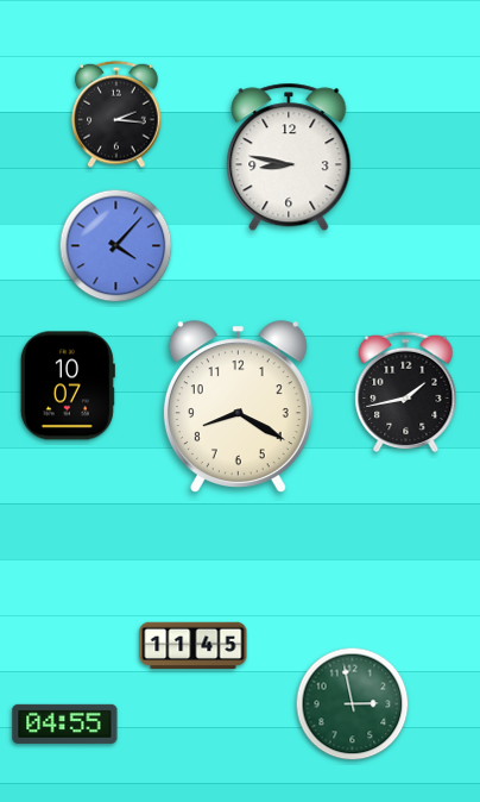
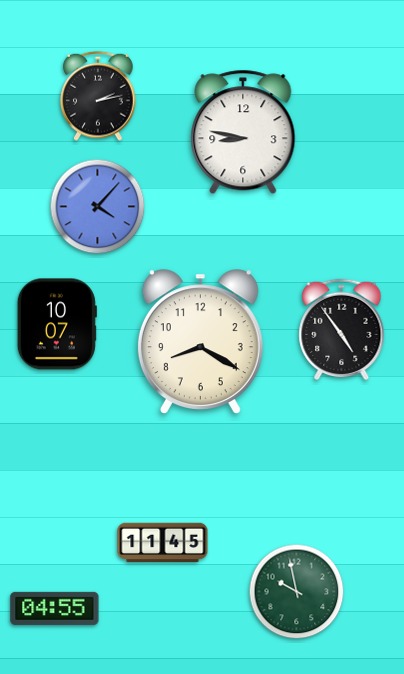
clock at (116, 114): 2:16 -> 2:13
clock at (406, 393): 1:43 -> 4:54
clock at (353, 704): 2:58 -> 9:58
